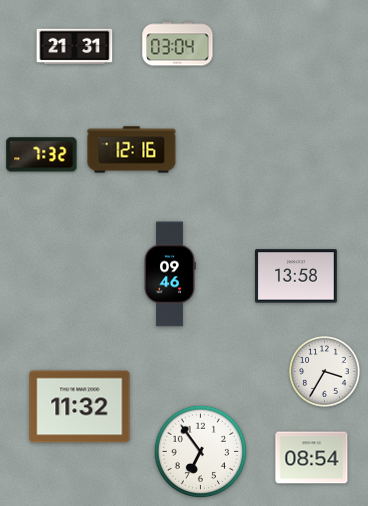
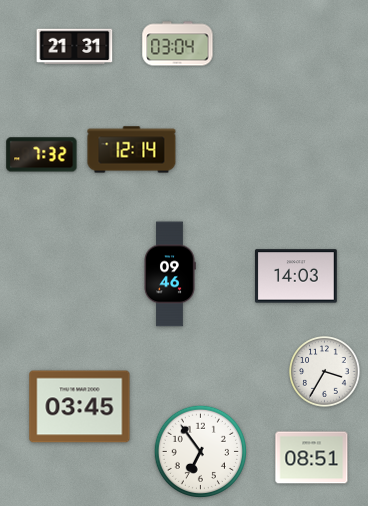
clock at (132, 150): 12:16 -> 12:14
clock at (297, 276): 13:58 -> 14:03
clock at (80, 407): 11:32 -> 03:45
clock at (312, 458): 08:54 -> 08:51
